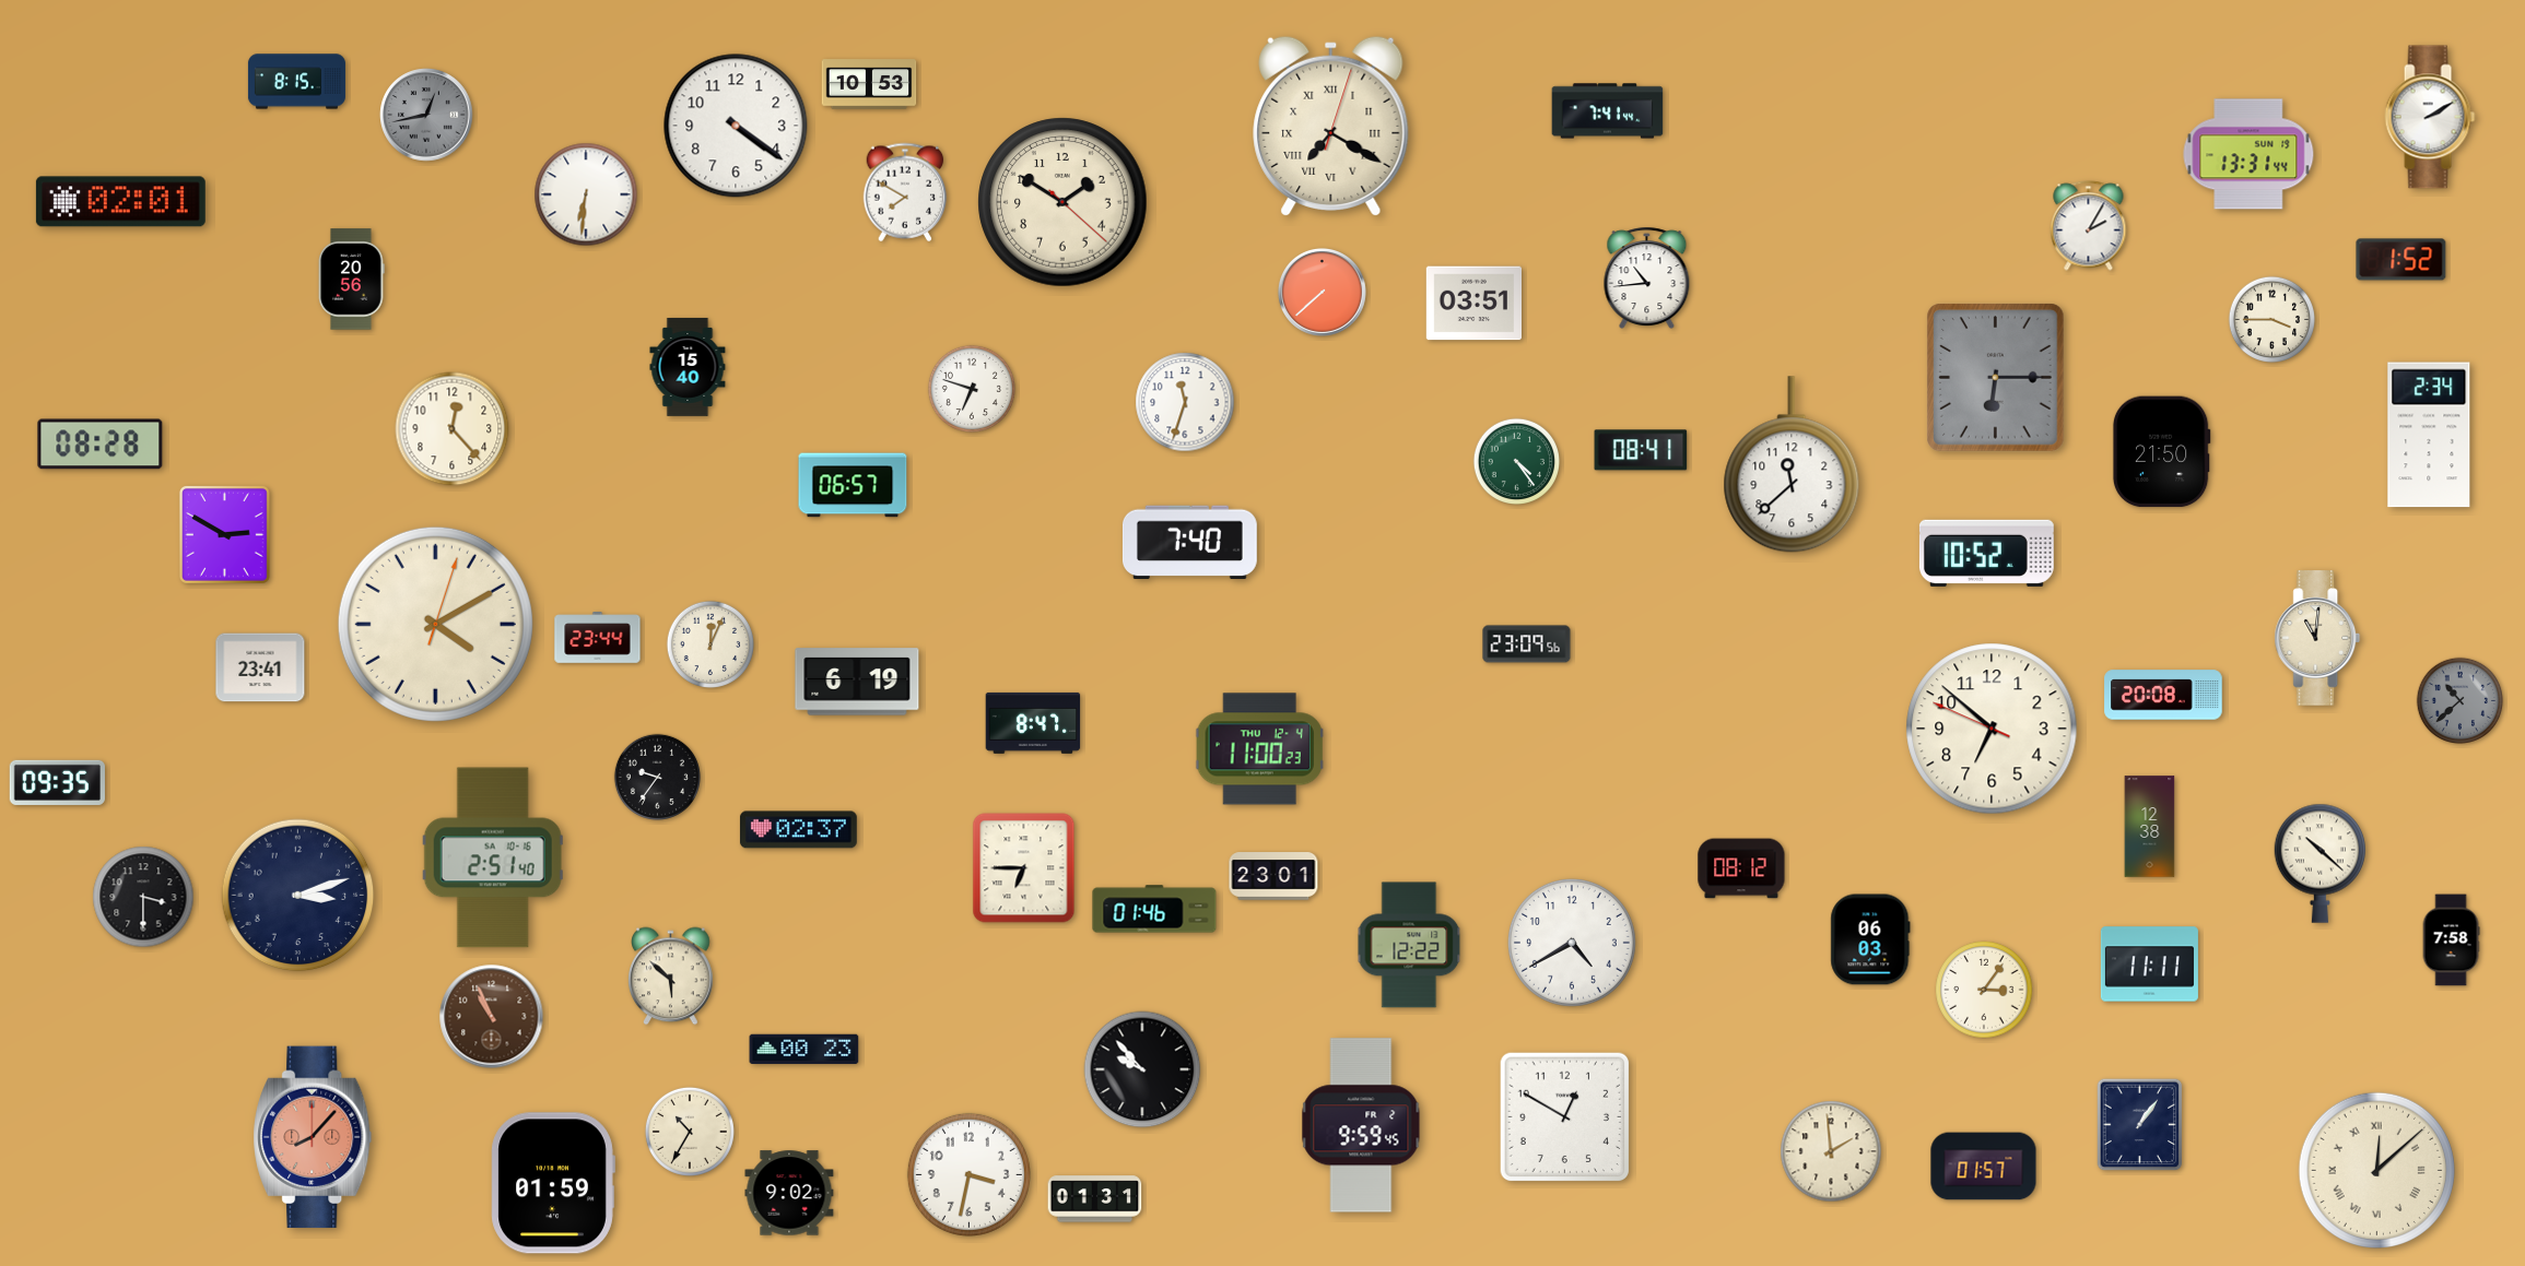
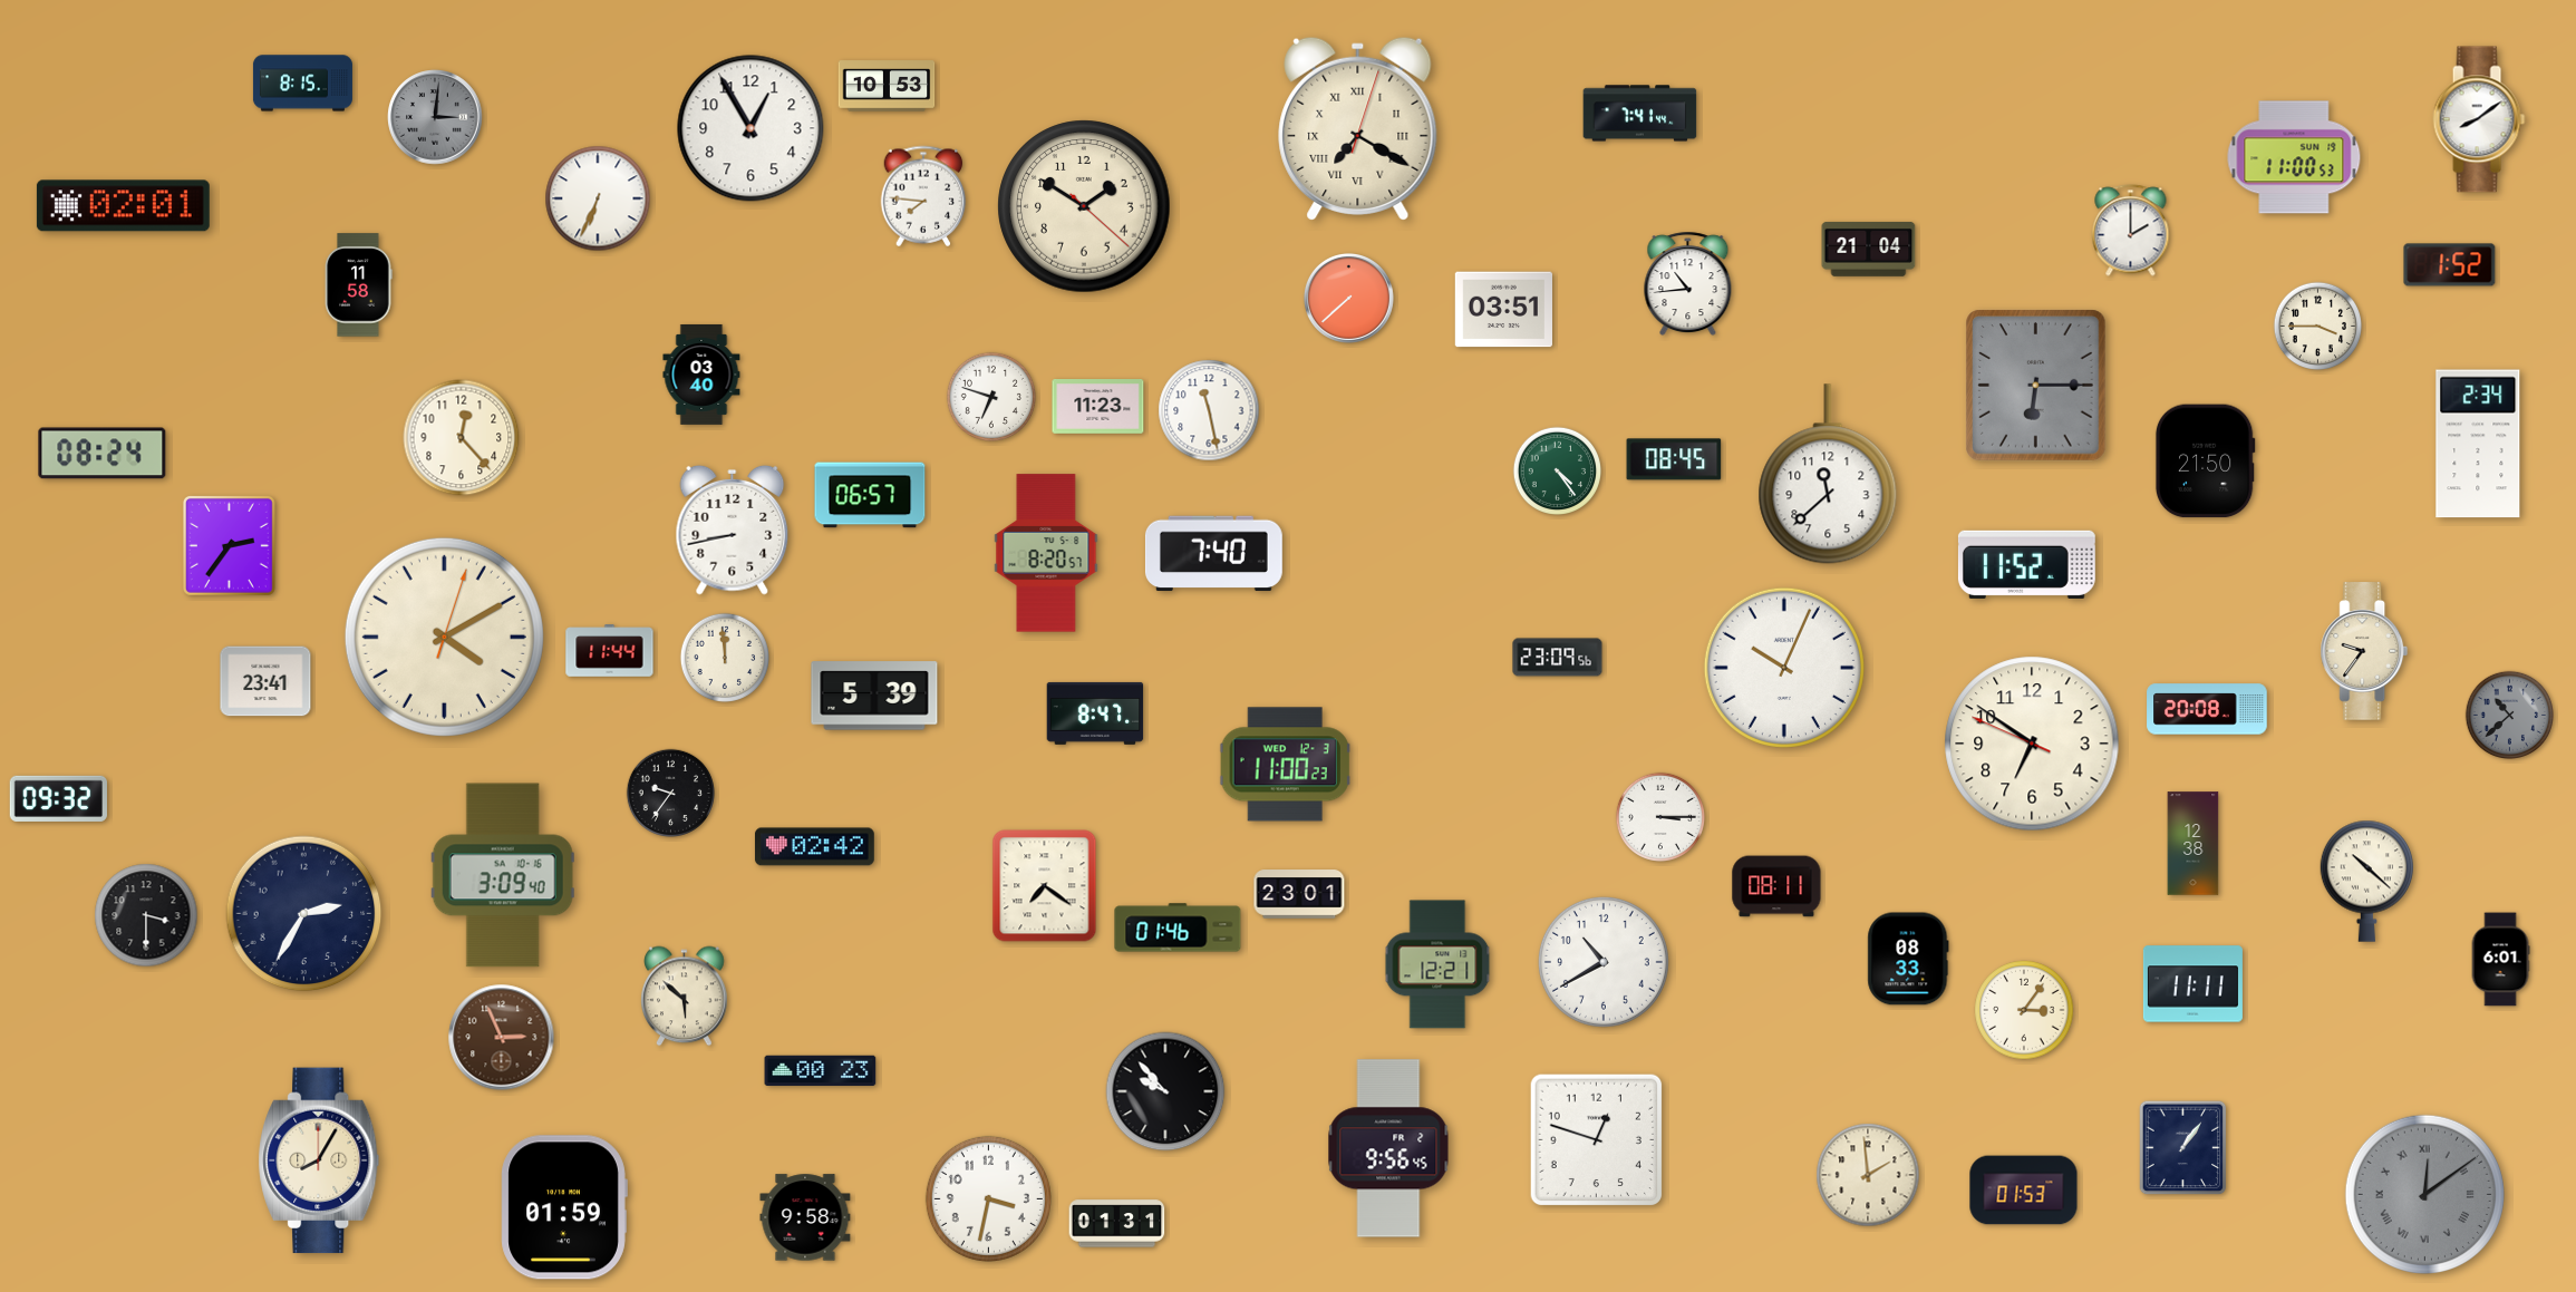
clock at (426, 115): 12:43 -> 3:01
clock at (2430, 117): 2:10 -> 8:09
clock at (736, 126): 4:21 -> 12:55
clock at (2248, 154): 13:31 -> 11:00
clock at (905, 192): 7:50 -> 7:46
clock at (586, 194): 6:31 -> 6:34
clock at (2089, 226): 2:05 -> 2:00
clock at (1869, 250): none -> 21:04
clock at (1647, 279) position: (1647, 279) -> (1688, 284)
clock at (351, 280): 20:56 -> 11:58
clock at (688, 367): 15:40 -> 03:40
clock at (1098, 407): none -> 11:23
clock at (1185, 402): 11:33 -> 11:28
clock at (101, 445): 08:28 -> 08:24
clock at (1641, 450): 08:41 -> 08:45
clock at (1516, 461) position: (1516, 461) -> (1557, 470)
clock at (733, 530): none -> 8:43
clock at (224, 534): 2:50 -> 2:36
clock at (1046, 553): none -> 8:20
clock at (1986, 553): 10:52 -> 11:52
clock at (598, 638): 23:44 -> 11:44
clock at (2317, 638): 11:01 -> 9:36
clock at (709, 643): 12:04 -> 11:59
clock at (1784, 668): none -> 10:04
clock at (857, 682): 6:19 -> 5:39
clock at (1033, 723) position: (1033, 723) -> (1095, 713)
clock at (1992, 729): 6:51 -> 6:50
clock at (1260, 749) date: THU 12-4 -> WED 12-3
clock at (57, 782): 09:35 -> 09:32
clock at (1659, 816): none -> 3:15
clock at (798, 830): 02:37 -> 02:42
clock at (493, 857): 2:51 -> 3:09
clock at (1024, 868): 6:45 -> 7:21
clock at (1741, 868): 08:12 -> 08:11
clock at (298, 896): 3:12 -> 2:35
clock at (1870, 939): 06:03 -> 08:33
clock at (2451, 940): 7:58 -> 6:01
clock at (1572, 943): 4:40 -> 10:40
clock at (1409, 945): 12:22 -> 12:21
clock at (492, 1017): 10:56 -> 2:56
clock at (1565, 1117): 12:50 -> 12:48
clock at (1361, 1125): 9:59 -> 9:56
clock at (690, 1132): 10:35 -> none
clock at (313, 1137): 8:07 -> 8:05
clock at (313, 1137) dial: salmon -> cream
clock at (1984, 1167): 01:57 -> 01:53
clock at (2376, 1170): 12:08 -> 12:09
clock at (2376, 1170) dial: cream -> grey
clock at (789, 1193): 9:02 -> 9:58
